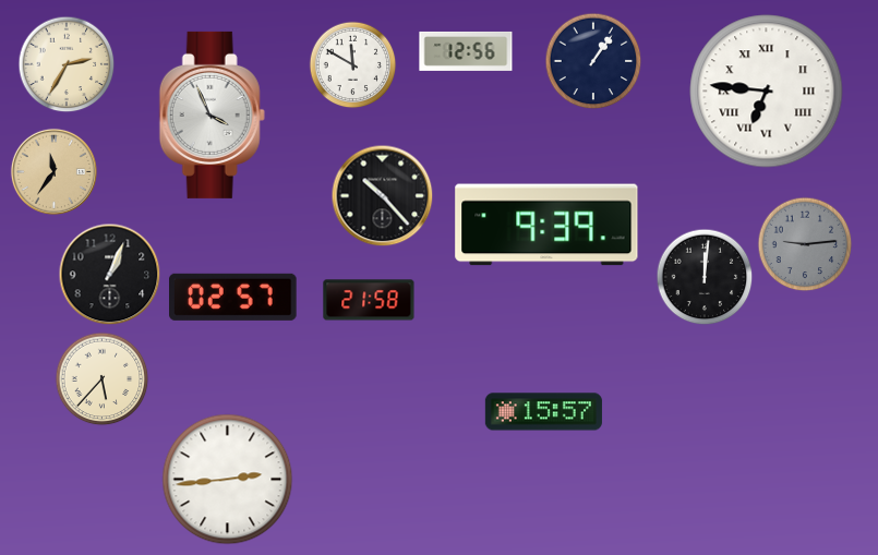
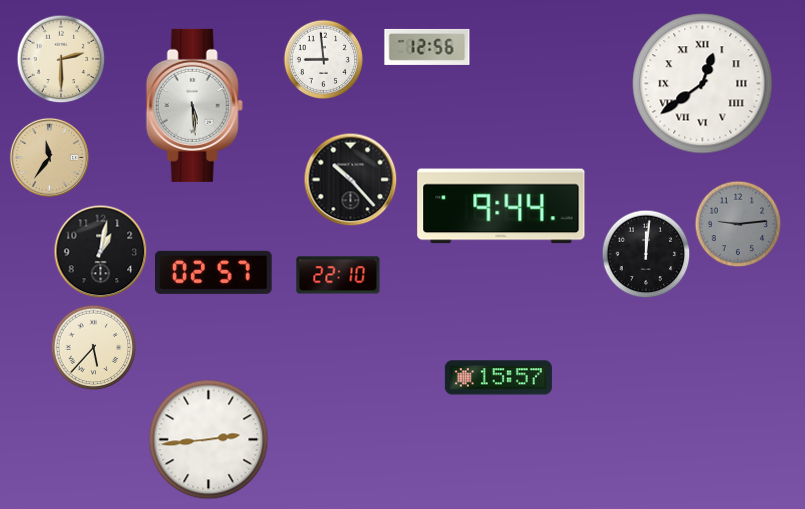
clock at (593, 61): 1:06 -> none
clock at (67, 64): 2:35 -> 2:30
clock at (352, 64): 11:50 -> 8:59
clock at (767, 92): 6:46 -> 12:39
clock at (212, 114): 3:56 -> 5:29
clock at (546, 225): 9:39 -> 9:44
clock at (109, 274): 1:04 -> 1:02
clock at (369, 300): 21:58 -> 22:10
